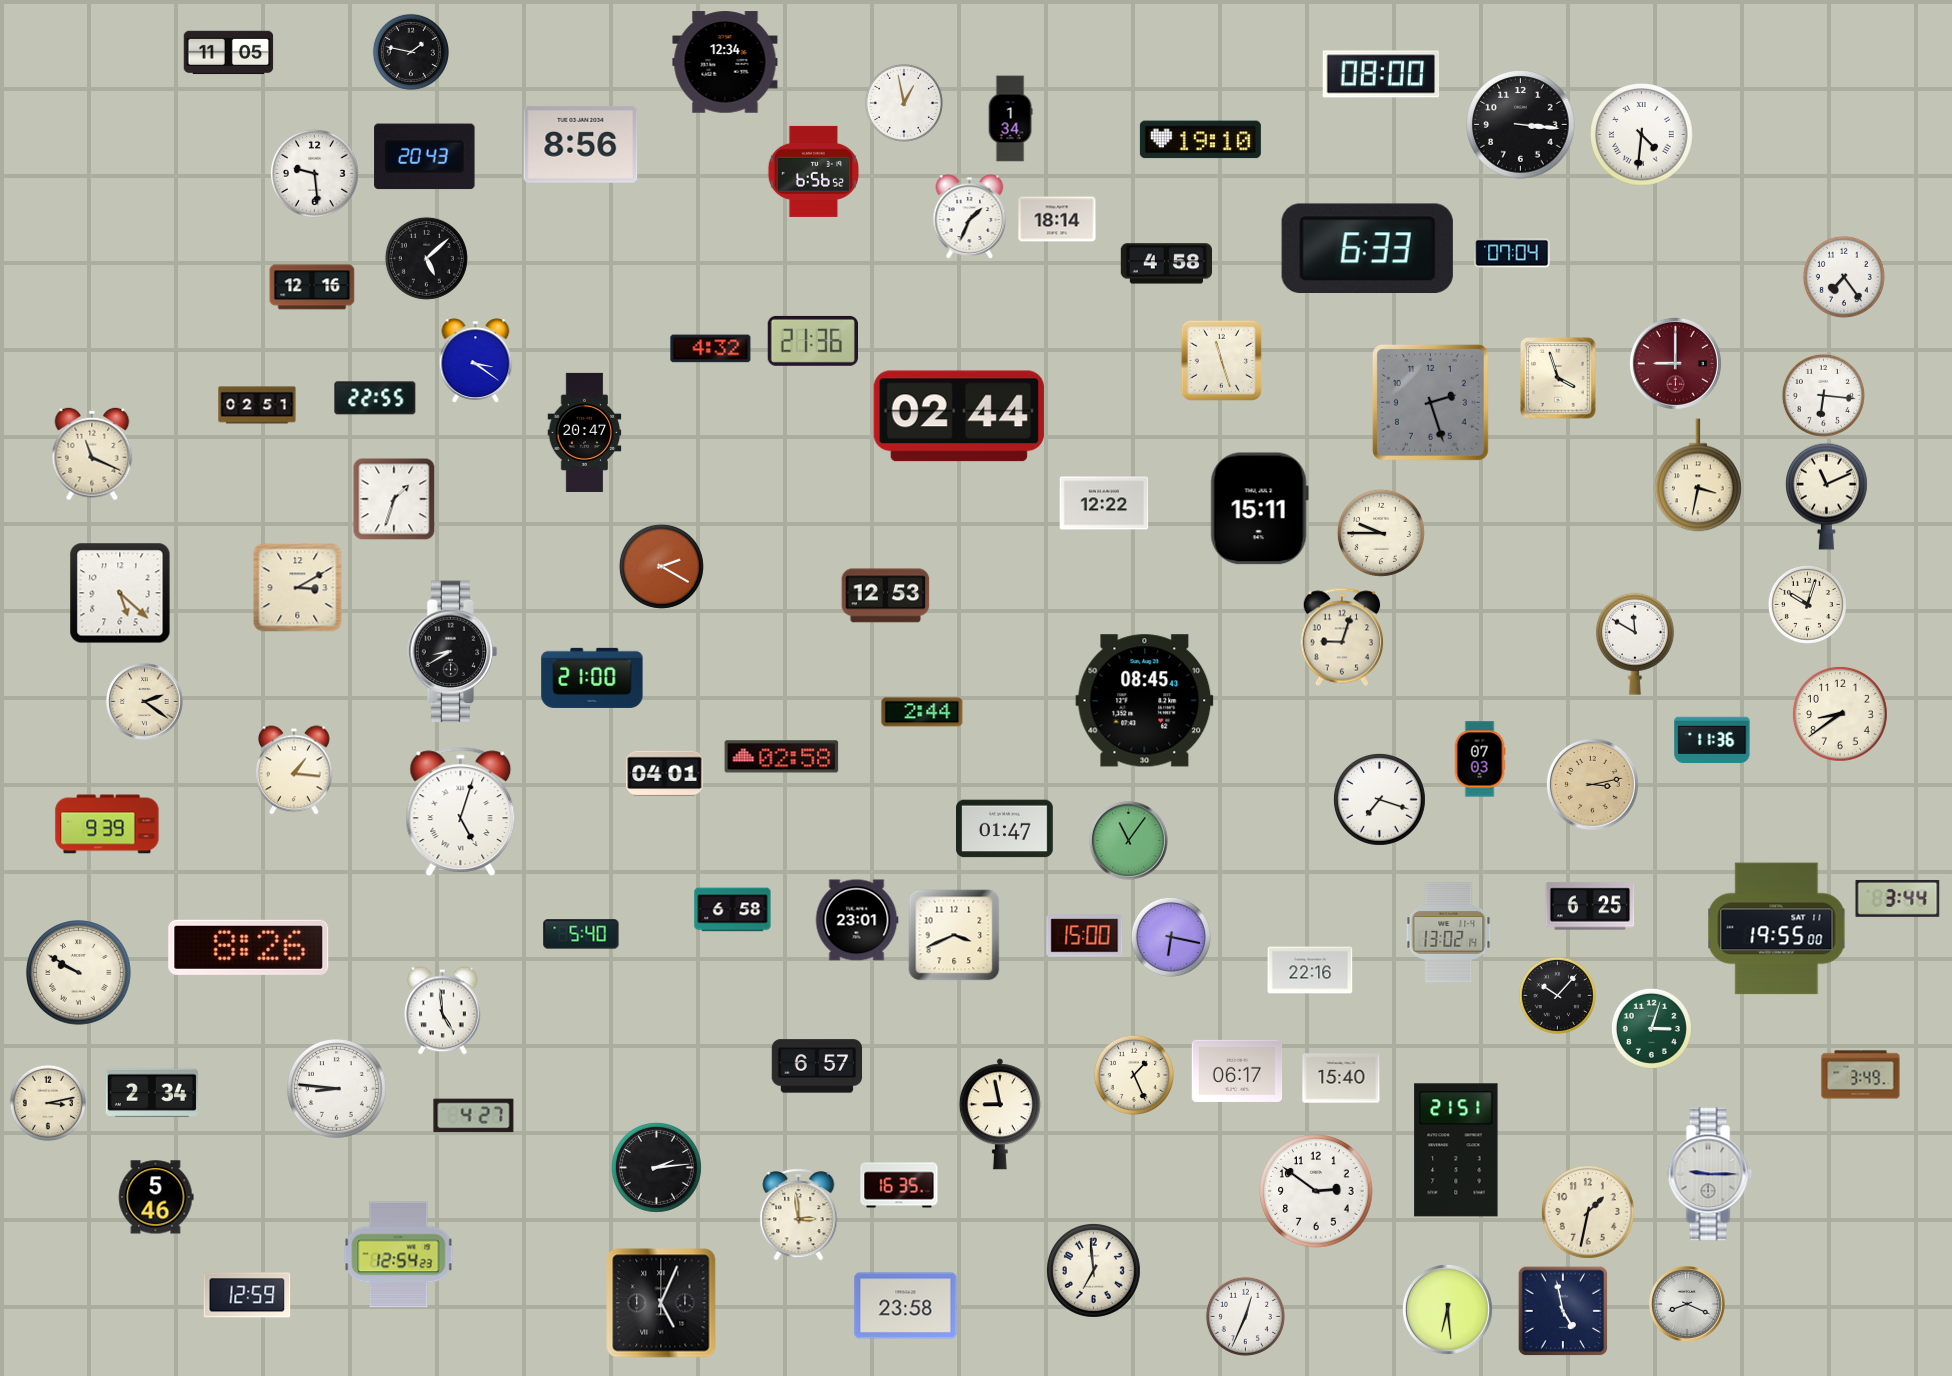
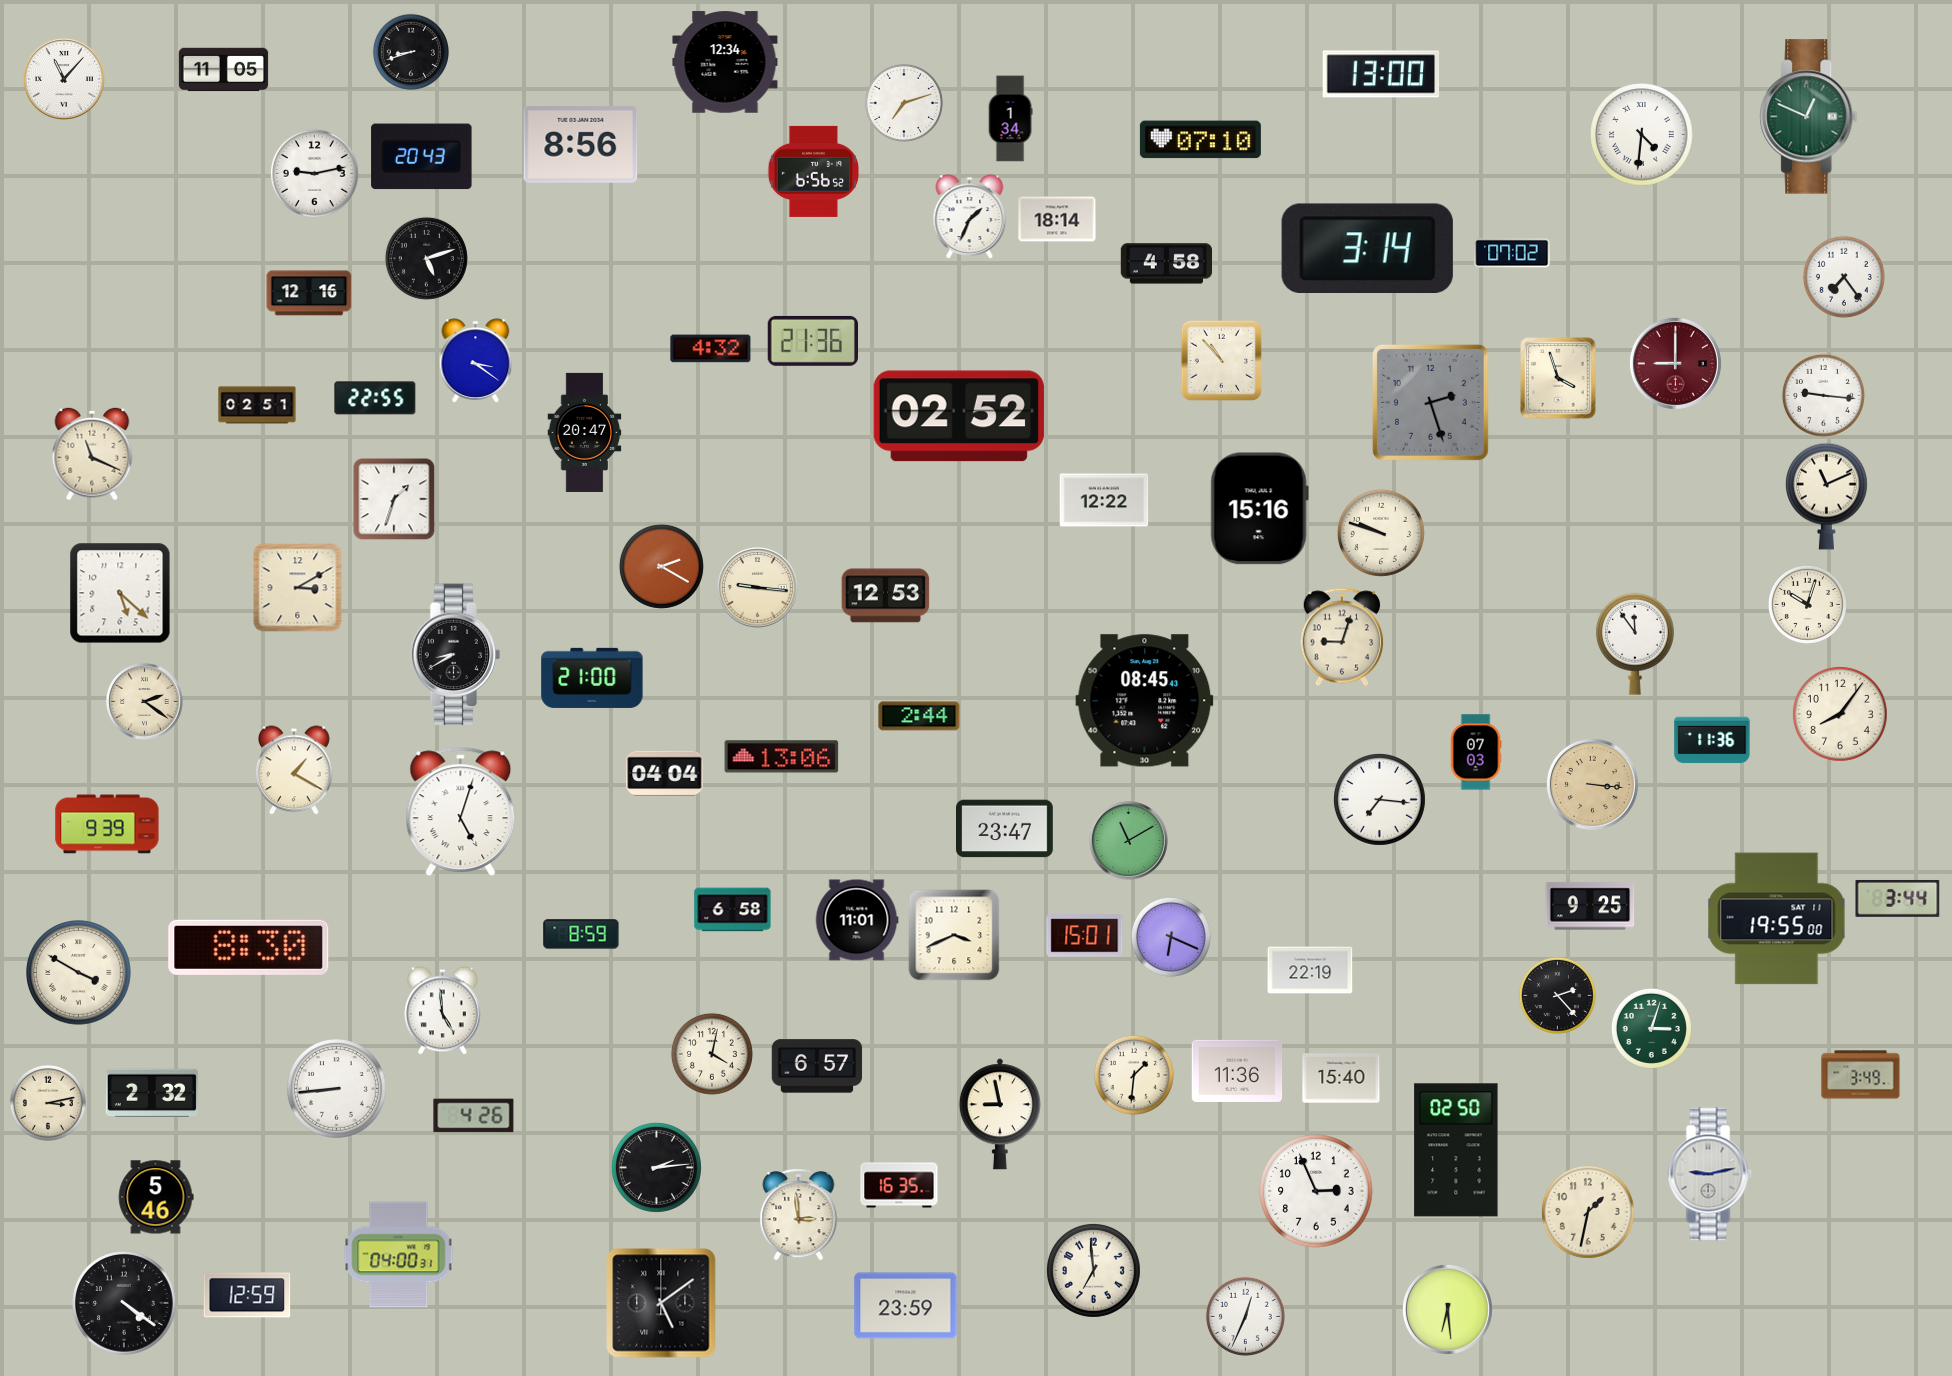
clock at (411, 52): 1:47 -> 8:42
clock at (229, 53) position: (229, 53) -> (224, 70)
clock at (1381, 74): 08:00 -> 13:00
clock at (65, 80): none -> 11:07
clock at (904, 103): 12:58 -> 7:12
clock at (1809, 117): none -> 12:49
clock at (1521, 125): 3:16 -> none
clock at (1200, 140): 19:10 -> 07:10
clock at (425, 157) position: (425, 157) -> (422, 157)
clock at (314, 173): 9:29 -> 9:13
clock at (1367, 248): 6:33 -> 3:14
clock at (1512, 253): 07:04 -> 07:02
clock at (426, 258): 5:08 -> 5:12
clock at (312, 287) position: (312, 287) -> (309, 293)
clock at (1221, 360): 11:27 -> 10:53
clock at (1823, 395): 6:16 -> 9:16
clock at (959, 416): 02:44 -> 02:52
clock at (1698, 475): 3:32 -> none
clock at (1104, 503) position: (1104, 503) -> (1104, 500)
clock at (1259, 509): 15:11 -> 15:16
clock at (1381, 533): 9:45 -> 9:48
clock at (758, 588): none -> 9:16
clock at (1636, 644): 11:50 -> 11:54
clock at (453, 652) position: (453, 652) -> (456, 655)
clock at (922, 712) position: (922, 712) -> (919, 716)
clock at (1840, 714): 8:39 -> 8:06
clock at (782, 757): 02:58 -> 13:06
clock at (1480, 759) position: (1480, 759) -> (1476, 752)
clock at (294, 770): 1:16 -> 1:20
clock at (665, 774): 04:01 -> 04:04
clock at (1592, 784): 3:13 -> 3:16
clock at (1379, 799): 7:18 -> 7:16
clock at (1005, 829): 01:47 -> 23:47
clock at (1129, 841): 11:06 -> 11:10
clock at (1590, 906): 6:25 -> 9:25
clock at (857, 920): 23:01 -> 11:01
clock at (1777, 929) position: (1777, 929) -> (1777, 919)
clock at (1449, 933): 13:02 -> none
clock at (581, 934): 5:40 -> 8:59
clock at (1085, 936): 15:00 -> 15:01
clock at (1171, 937): 6:17 -> 6:19
clock at (249, 947): 8:26 -> 8:30
clock at (1310, 970): 22:16 -> 22:19
clock at (79, 973): 9:50 -> 3:50
clock at (1557, 995): 10:07 -> 2:23
clock at (712, 1054): none -> 4:02
clock at (1237, 1071): 06:17 -> 11:36
clock at (1134, 1075): 1:26 -> 1:31
clock at (337, 1089): 8:46 -> 8:44
clock at (152, 1092): 2:34 -> 2:32
clock at (474, 1116): 4:27 -> 4:26
clock at (1456, 1150): 21:51 -> 02:50
clock at (1710, 1174): 9:15 -> 9:13
clock at (1316, 1191): 2:51 -> 2:56
clock at (399, 1255): 12:54 -> 04:00
clock at (124, 1303): none -> 4:21
clock at (661, 1303): 5:04 -> 5:09
clock at (1687, 1304): 8:19 -> none
clock at (906, 1306): 23:58 -> 23:59
clock at (1563, 1311): 4:58 -> none
